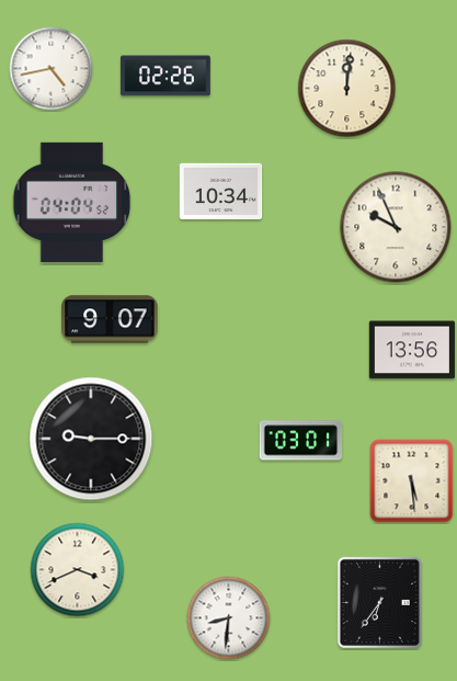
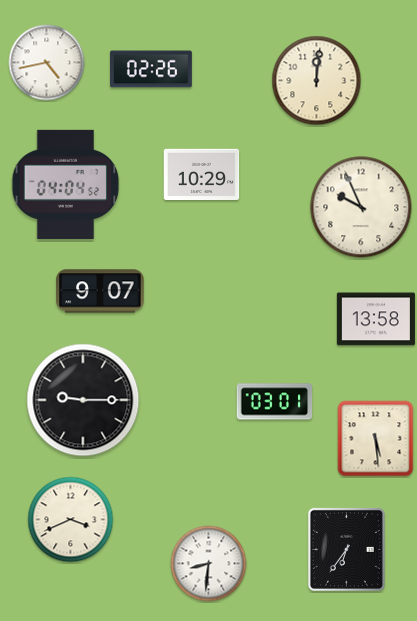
clock at (221, 191): 10:34 -> 10:29
clock at (412, 350): 13:56 -> 13:58
